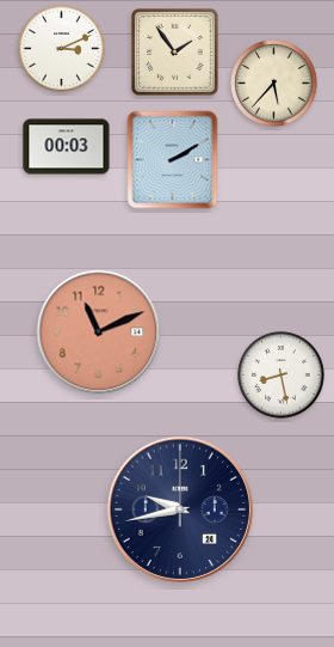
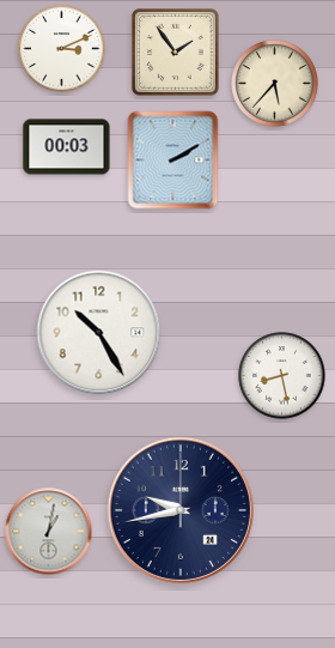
clock at (99, 332): 11:11 -> 10:25
clock at (99, 332) dial: salmon -> white
clock at (49, 532): none -> 1:02
